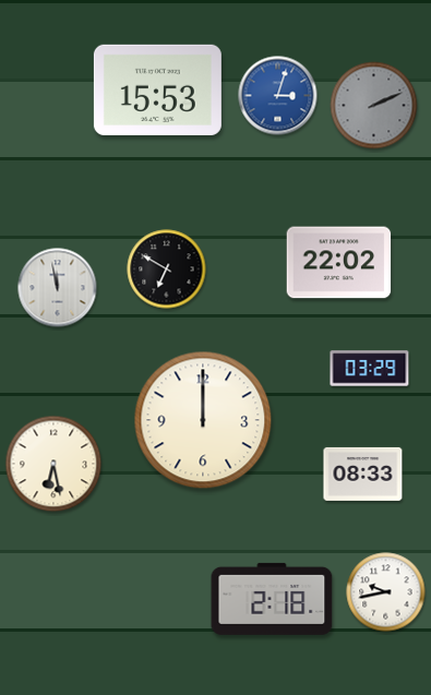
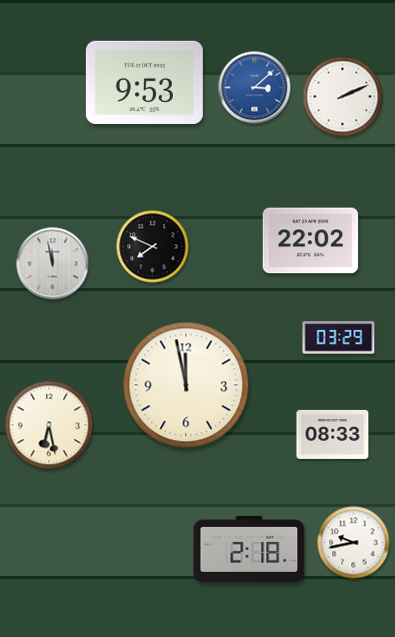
clock at (157, 89): 15:53 -> 9:53
clock at (278, 96): 3:03 -> 3:08
clock at (374, 106) dial: grey -> white
clock at (167, 269): 6:50 -> 7:49
clock at (203, 420): 12:00 -> 11:58
